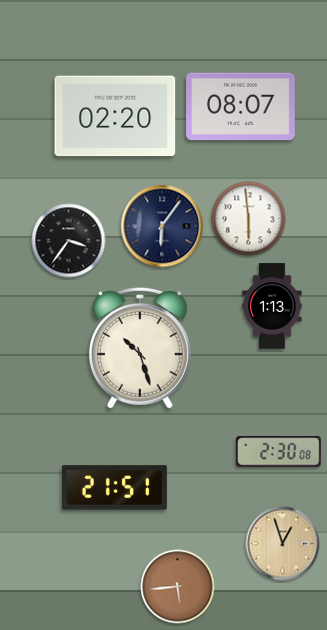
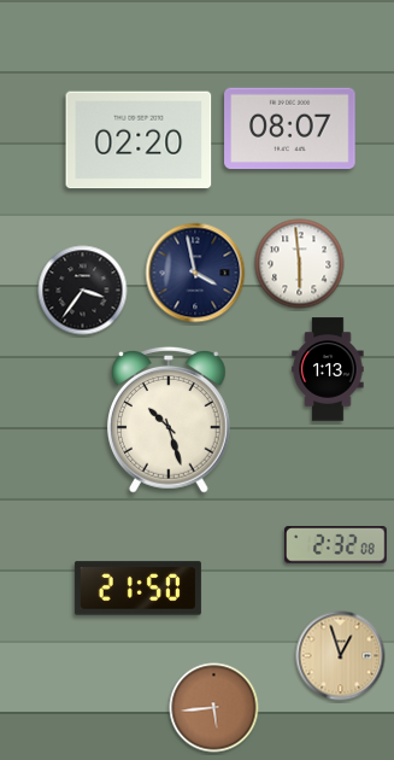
clock at (162, 226): 6:06 -> 3:58
clock at (279, 452): 2:30 -> 2:32
clock at (114, 488): 21:51 -> 21:50
